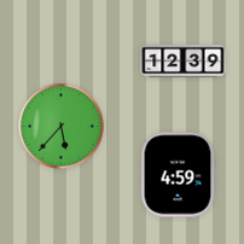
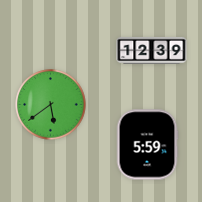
clock at (62, 127): 5:37 -> 5:39
clock at (178, 175): 4:59 -> 5:59
